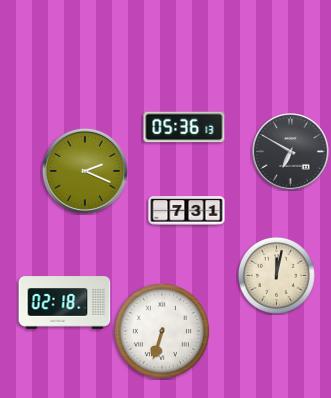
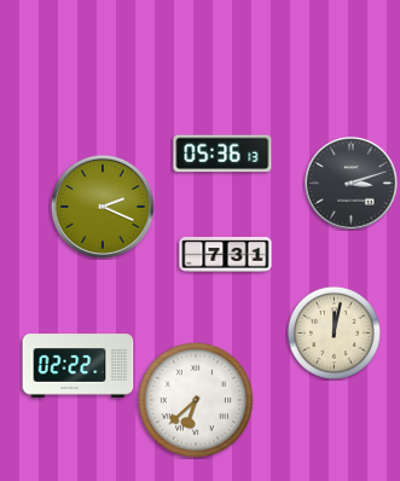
clock at (291, 152): 6:50 -> 3:12
clock at (65, 303): 02:18 -> 02:22
clock at (162, 331): 6:33 -> 6:38
